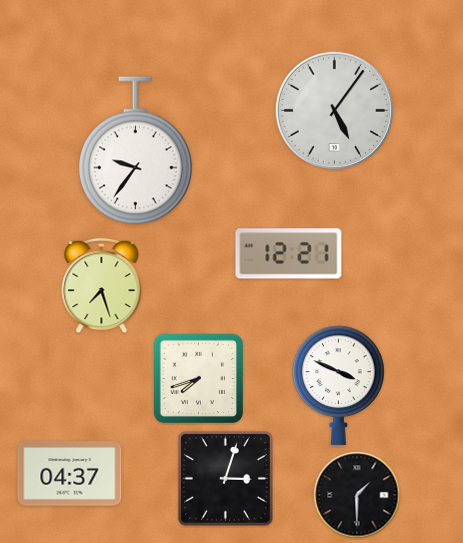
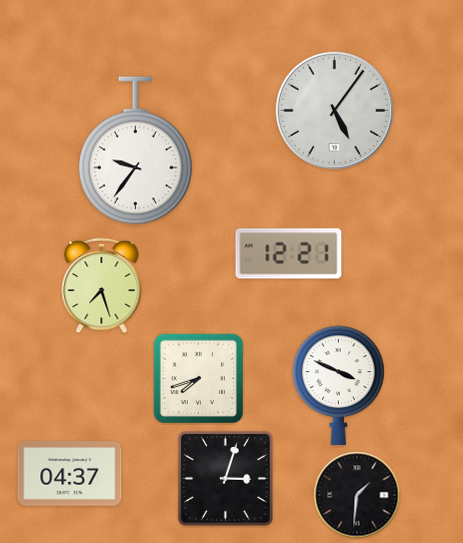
clock at (357, 495): 1:30 -> 1:31
